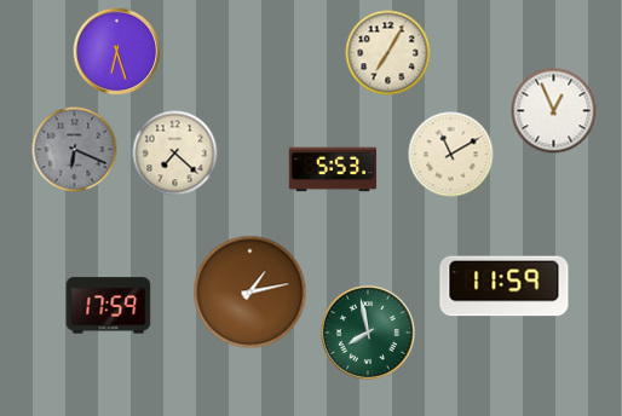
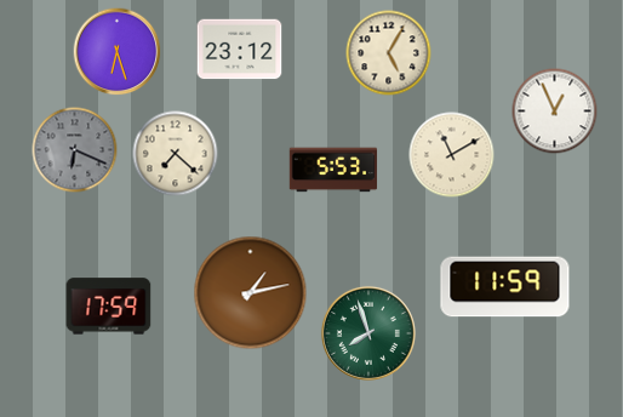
clock at (240, 50): none -> 23:12
clock at (388, 53): 7:05 -> 5:05
clock at (368, 333): 7:58 -> 7:57
